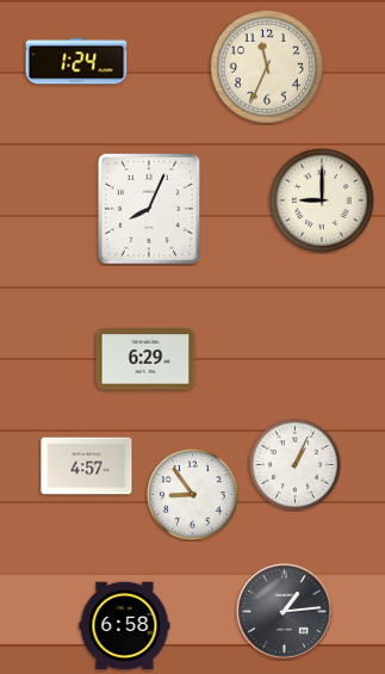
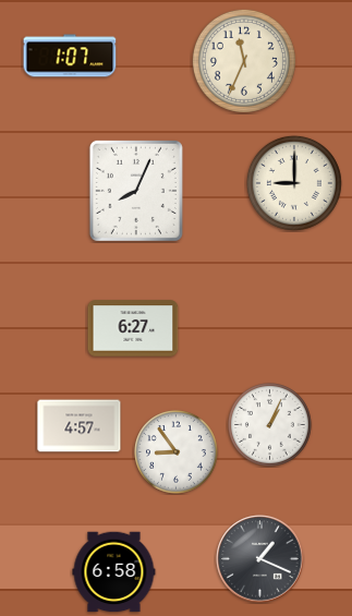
clock at (76, 61): 1:24 -> 1:07
clock at (145, 359): 6:29 -> 6:27
clock at (285, 612): 1:14 -> 1:19
